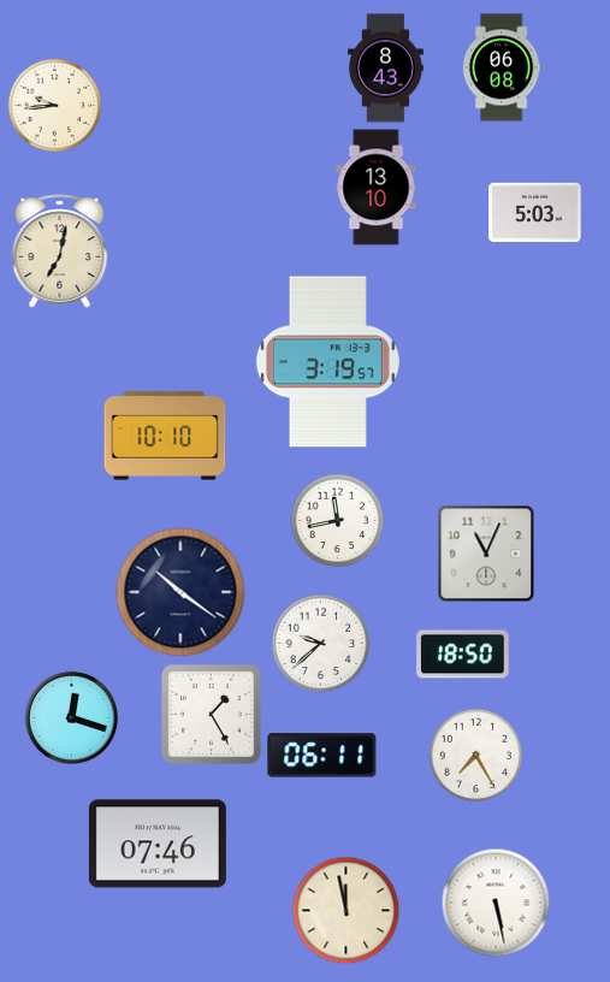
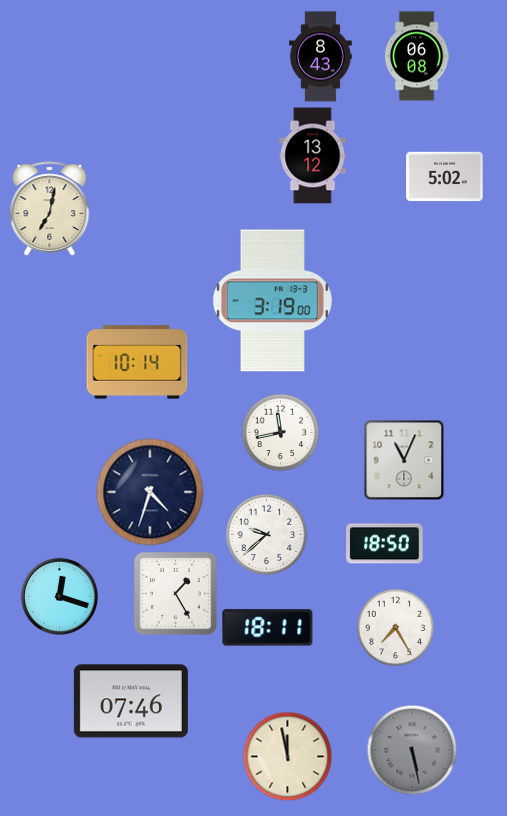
clock at (54, 105): 9:44 -> none
clock at (377, 188): 13:10 -> 13:12
clock at (535, 213): 5:03 -> 5:02
clock at (327, 362): 3:19:57 -> 3:19:00
clock at (165, 436): 10:10 -> 10:14
clock at (180, 592): 10:21 -> 4:33
clock at (322, 756): 06:11 -> 18:11
clock at (496, 903) dial: white -> grey
